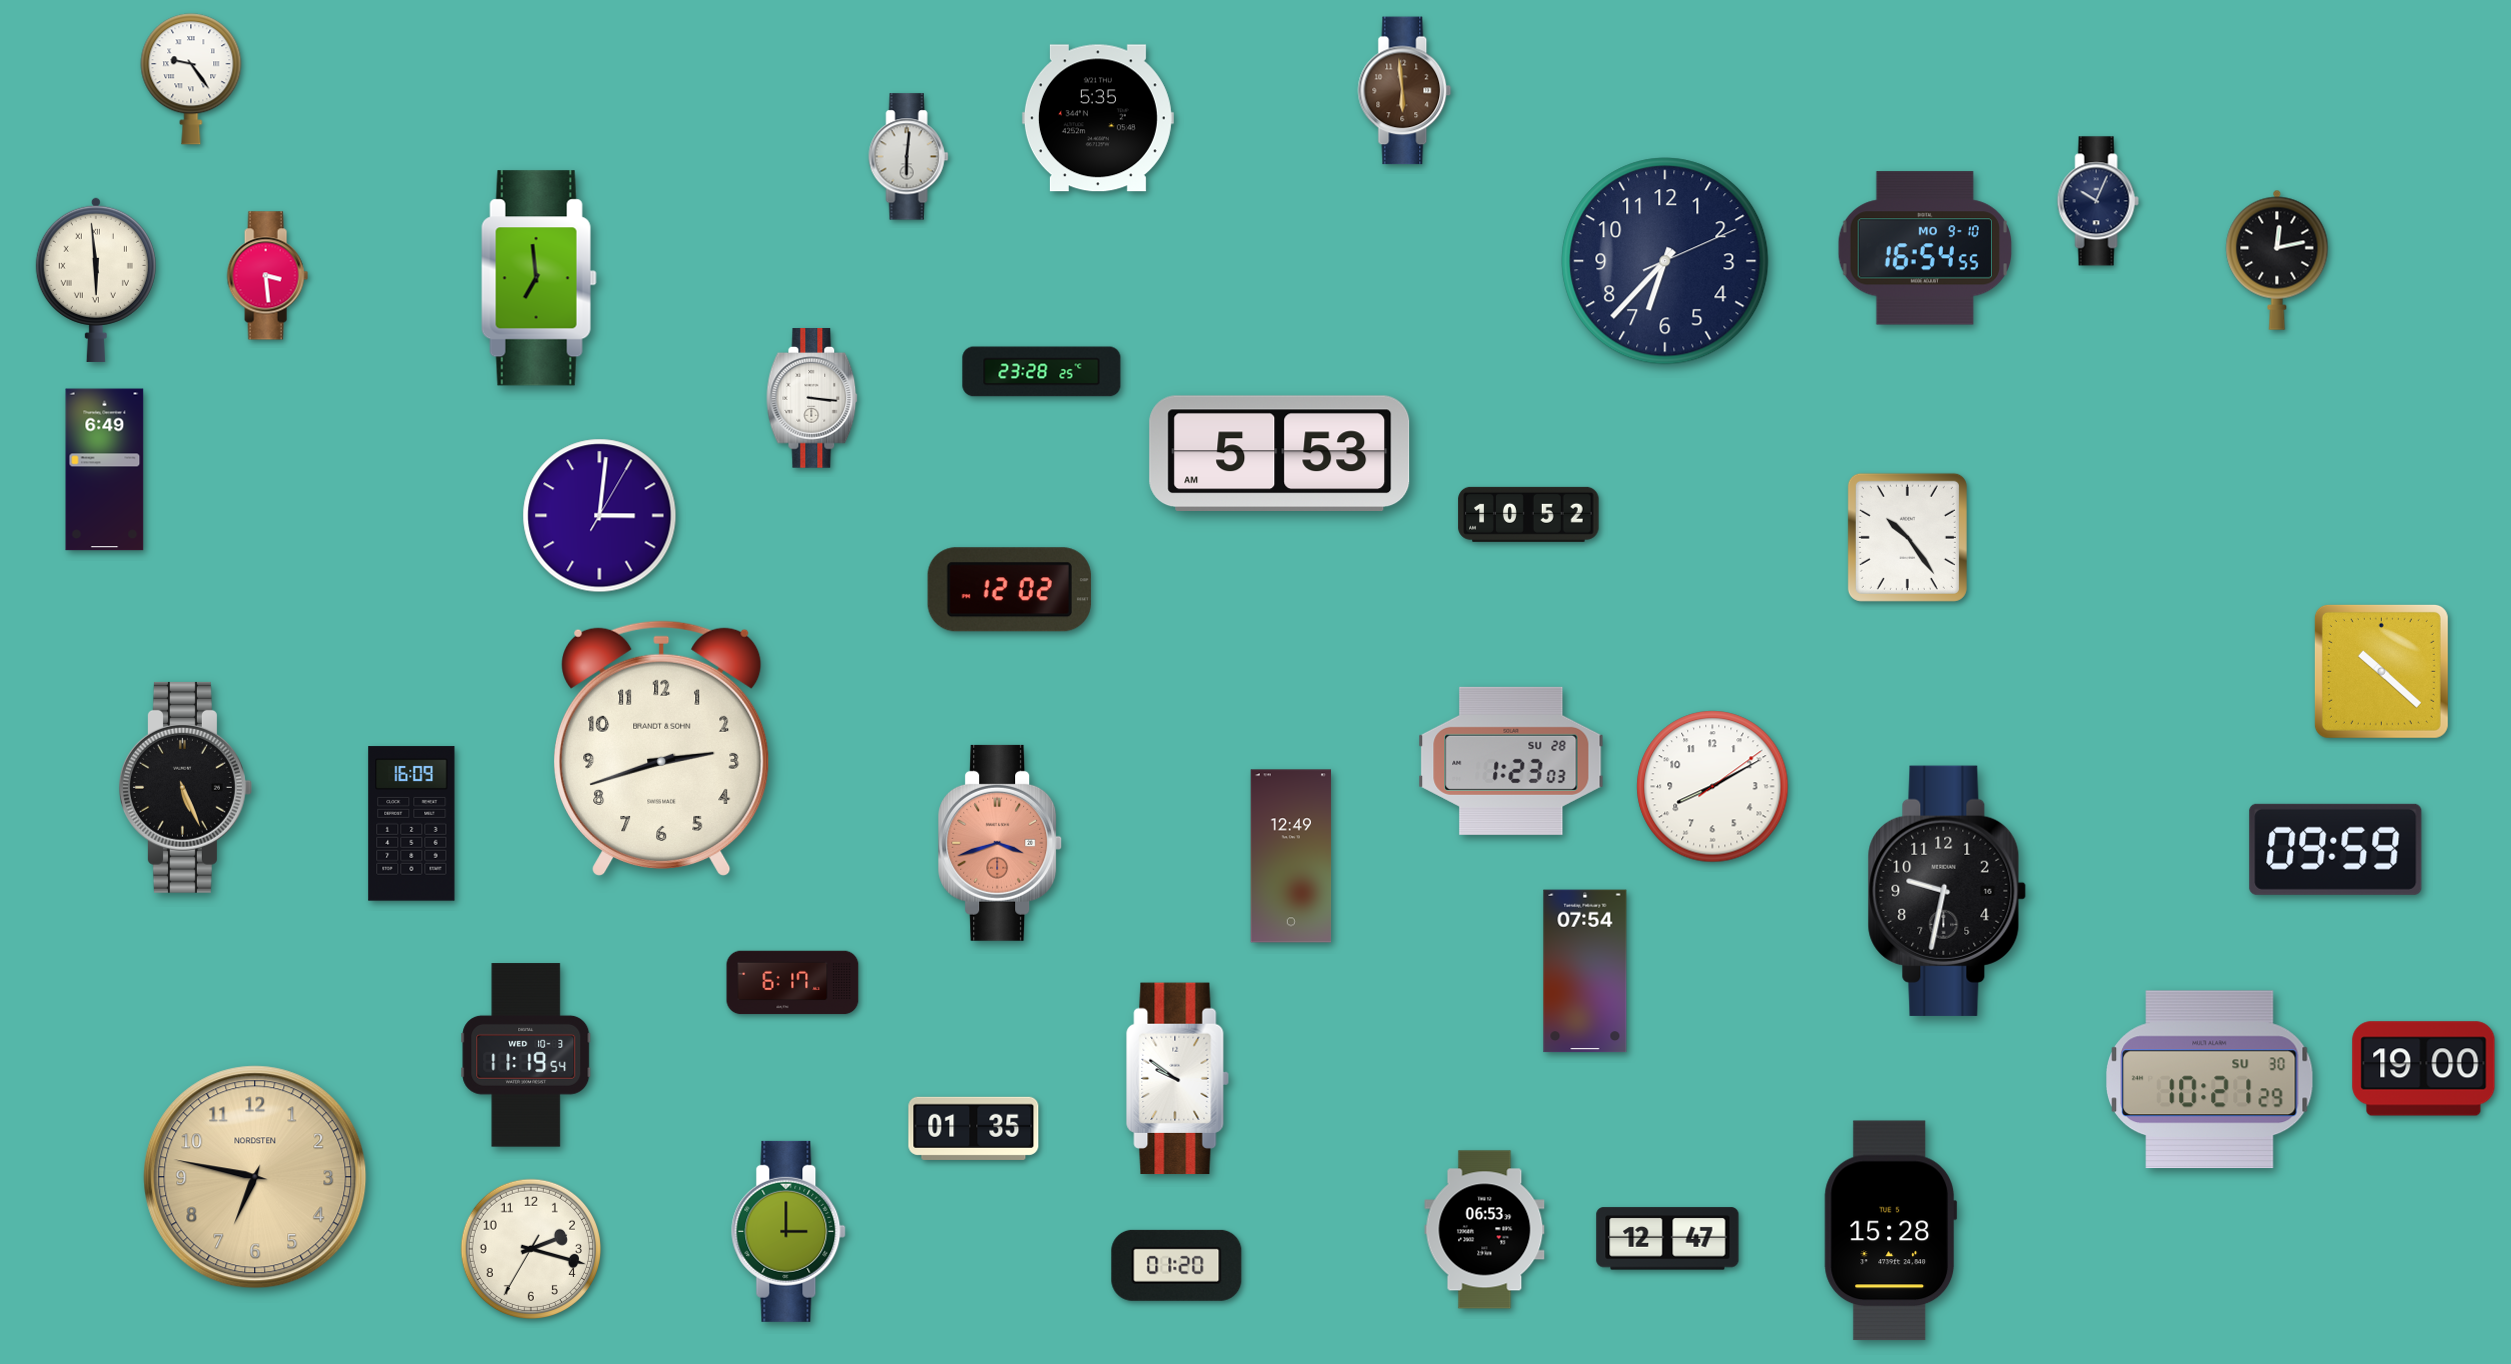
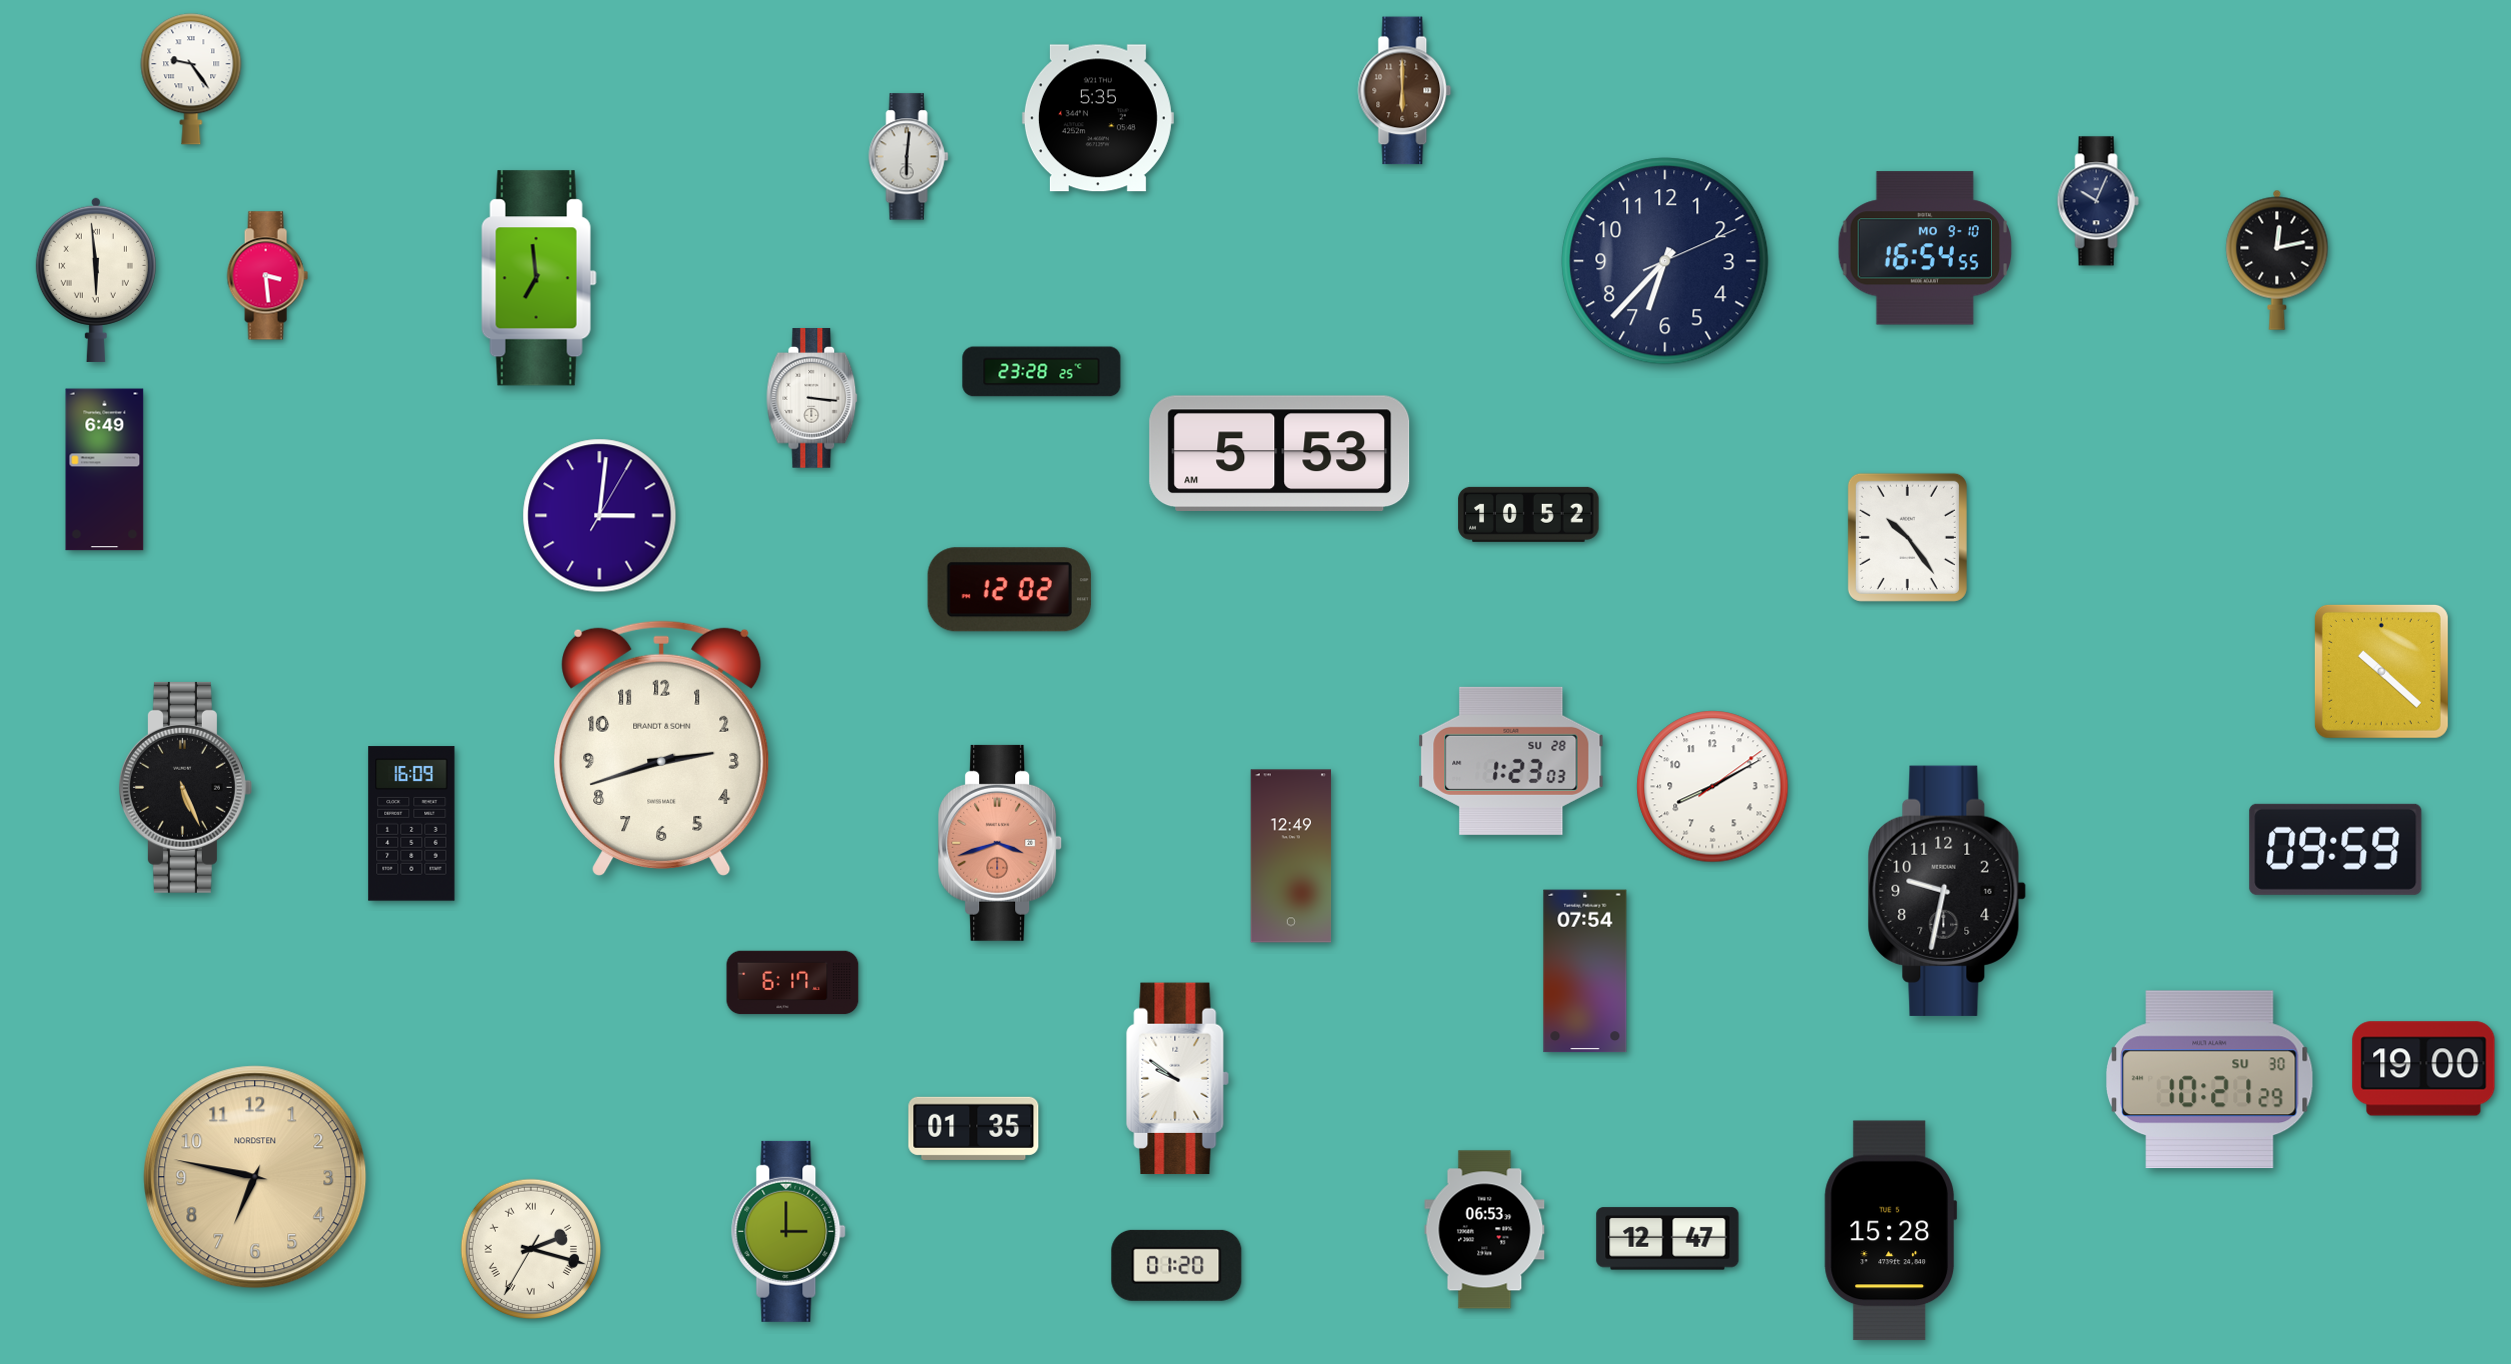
clock at (1405, 91): 5:59 -> 6:00
clock at (526, 1055): 11:19 -> none
clock at (530, 1248) numerals: Arabic -> Roman
